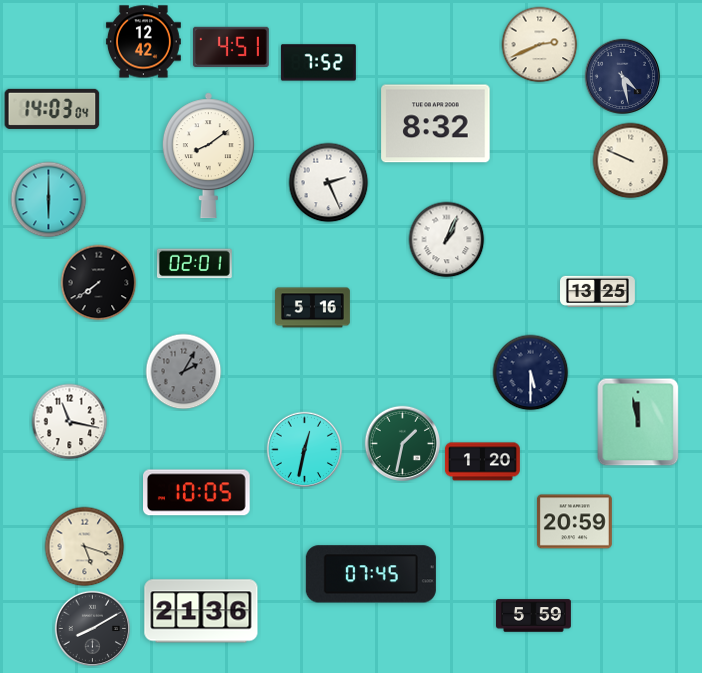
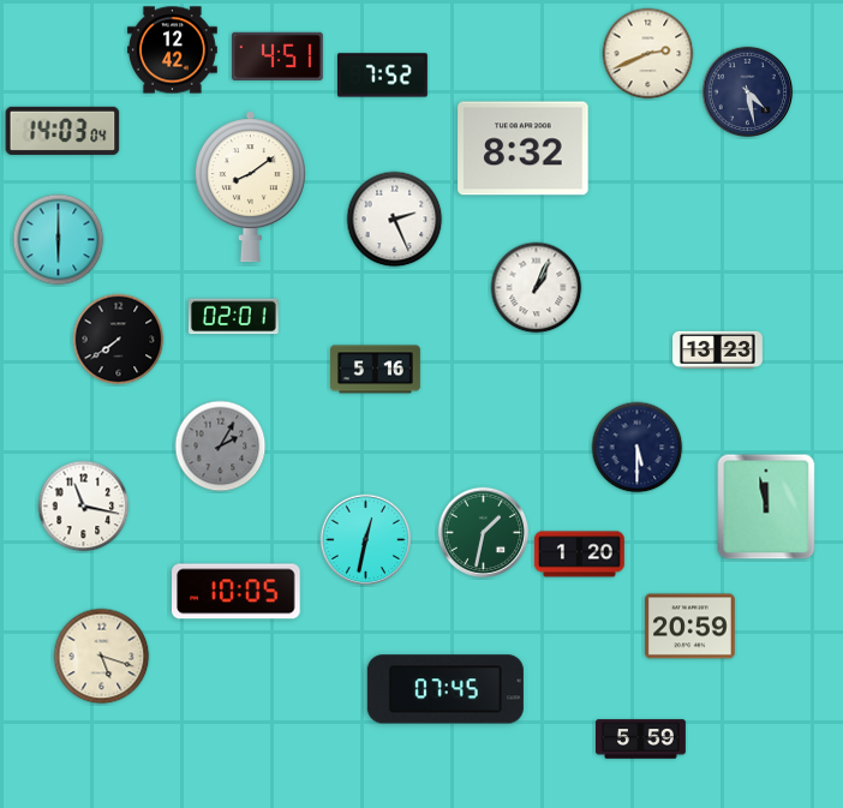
clock at (631, 161): 9:49 -> none
clock at (598, 291): 13:25 -> 13:23
clock at (201, 611): 21:36 -> none
clock at (93, 629): 8:10 -> none
